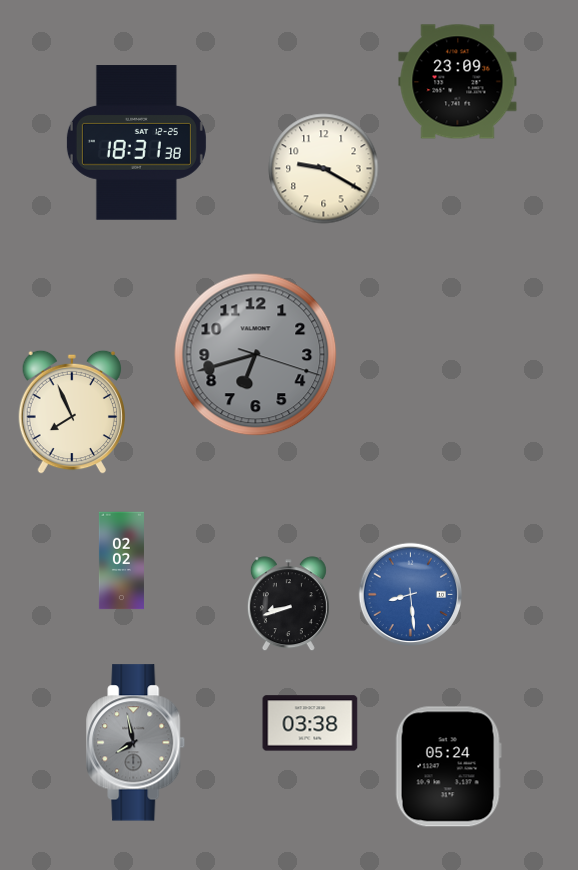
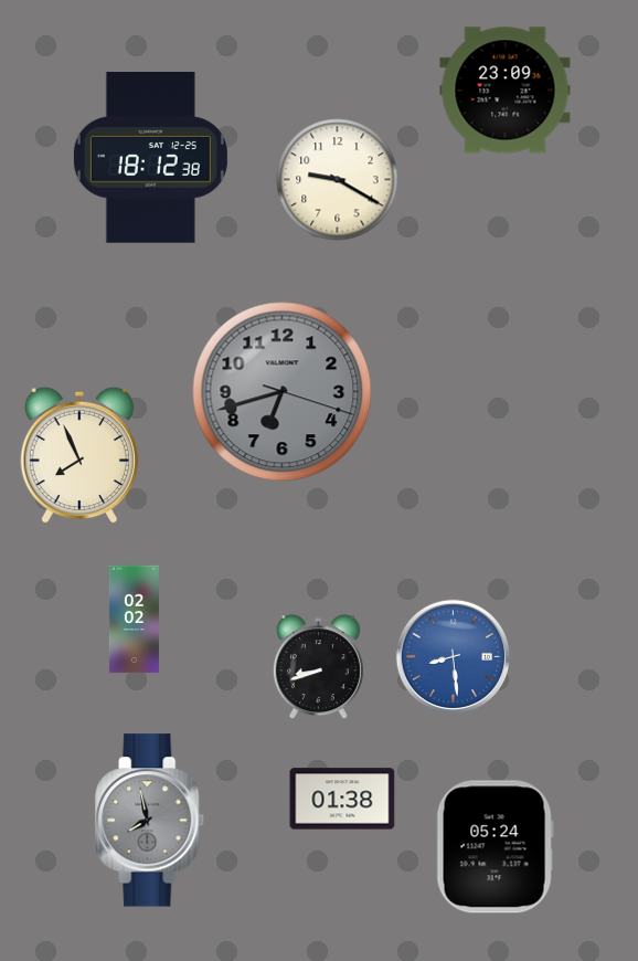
clock at (136, 143): 18:31 -> 18:12
clock at (324, 169) position: (324, 169) -> (338, 180)
clock at (310, 723): 03:38 -> 01:38
